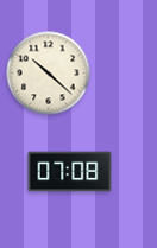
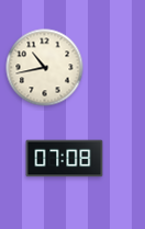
clock at (49, 74): 10:22 -> 10:43
